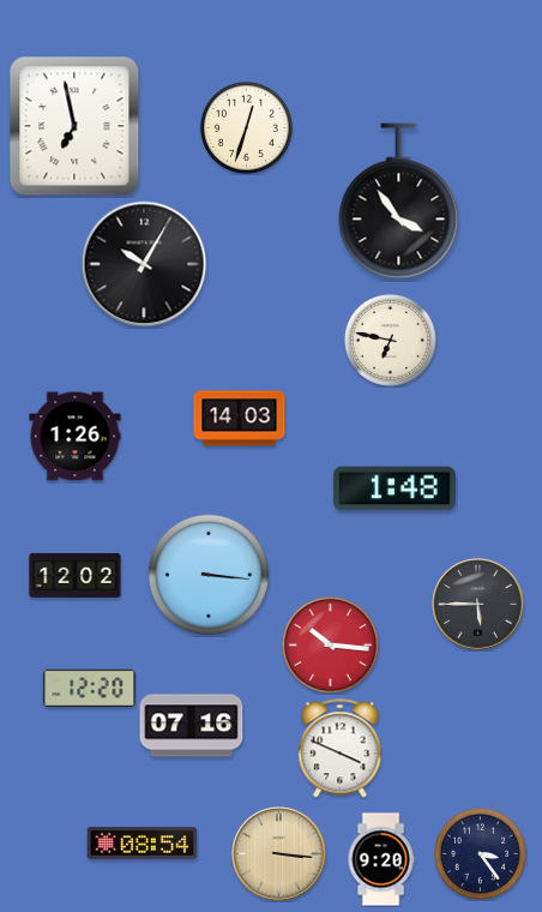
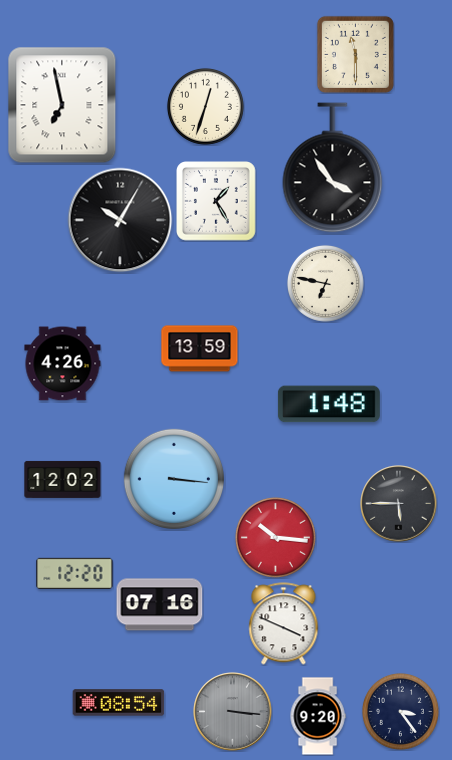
clock at (355, 54): none -> 11:30
clock at (217, 202): none -> 1:25
clock at (240, 419): 14:03 -> 13:59
clock at (76, 437): 1:26 -> 4:26
clock at (395, 488) position: (395, 488) -> (329, 404)
clock at (279, 854) dial: champagne -> grey
